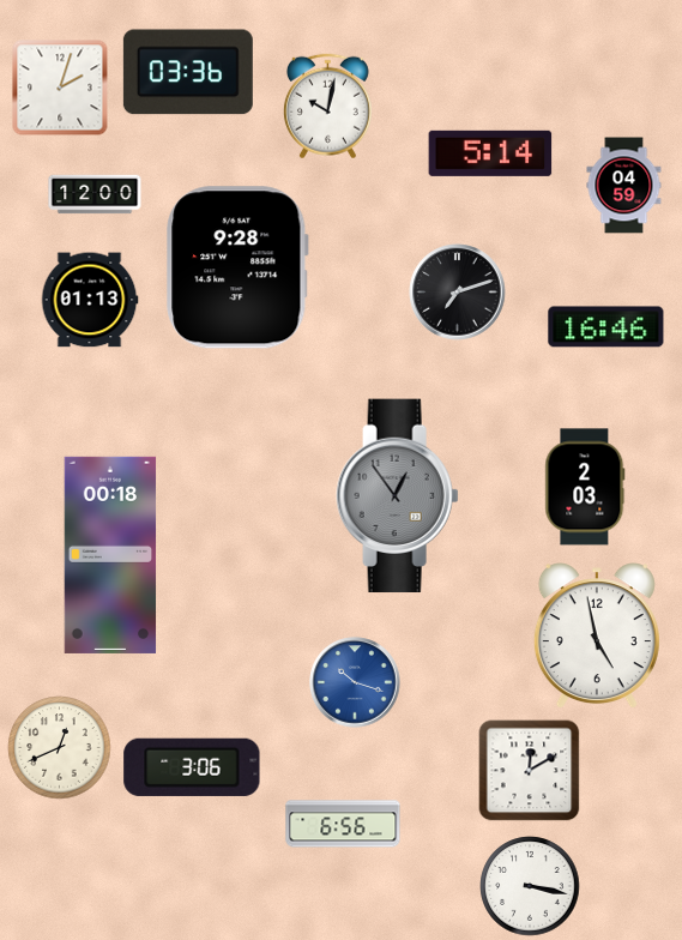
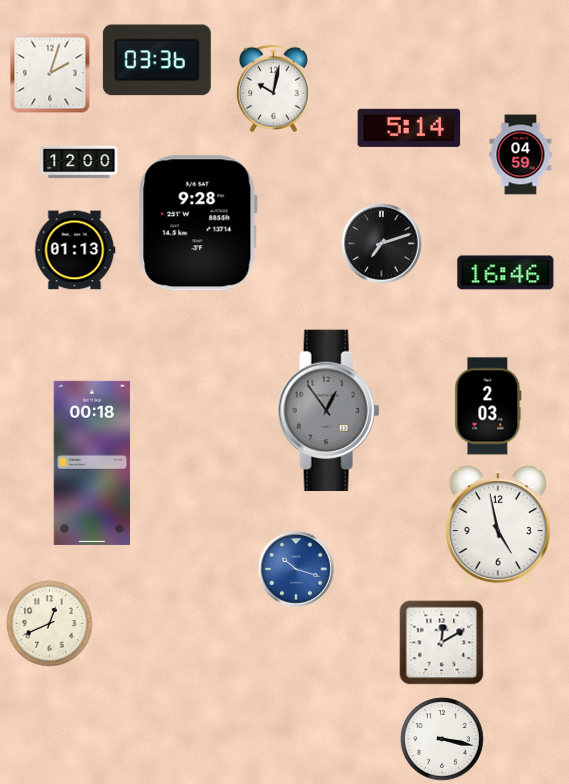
clock at (398, 496) position: (398, 496) -> (329, 411)
clock at (597, 637) position: (597, 637) -> (498, 527)
clock at (192, 767): 3:06 -> none
clock at (343, 824): 6:56 -> none
